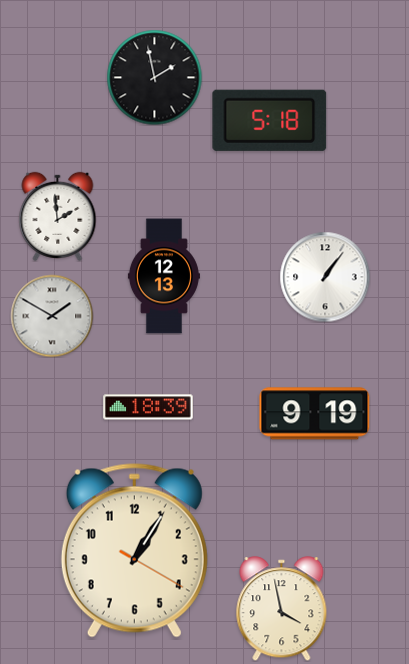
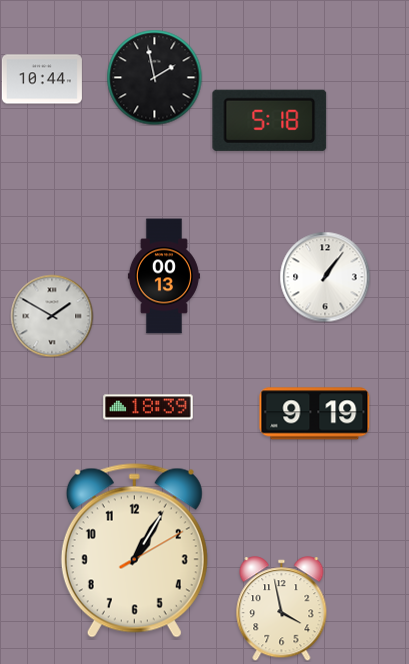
clock at (42, 79): none -> 10:44
clock at (58, 216): 1:59 -> none
clock at (164, 276): 12:13 -> 00:13
clock at (134, 551): 1:05:20 -> 1:05:10
